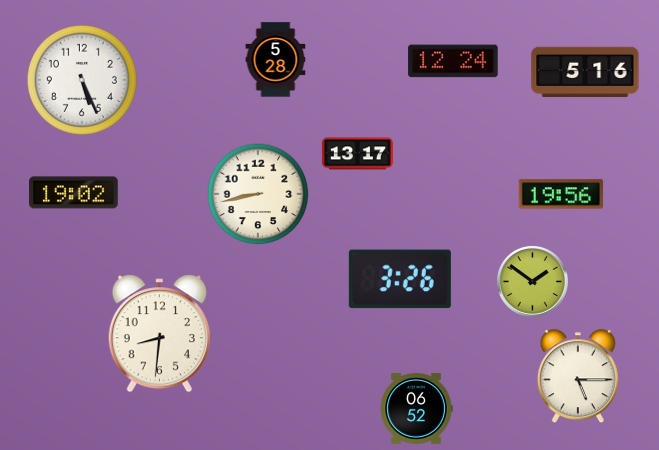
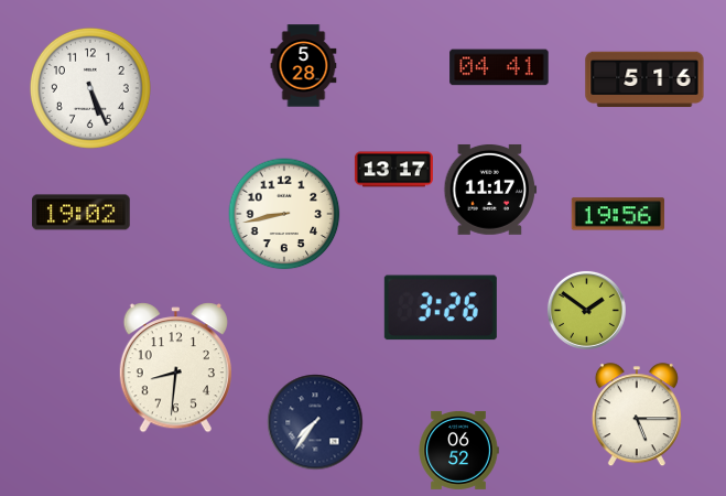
clock at (453, 61): 12:24 -> 04:41
clock at (490, 190): none -> 11:17
clock at (315, 422): none -> 7:36
